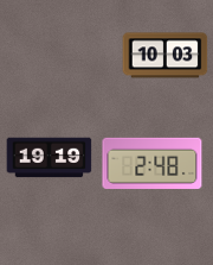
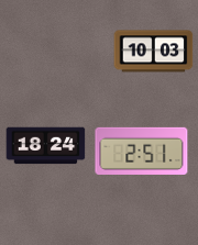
clock at (50, 158): 19:19 -> 18:24
clock at (153, 163): 2:48 -> 2:51
